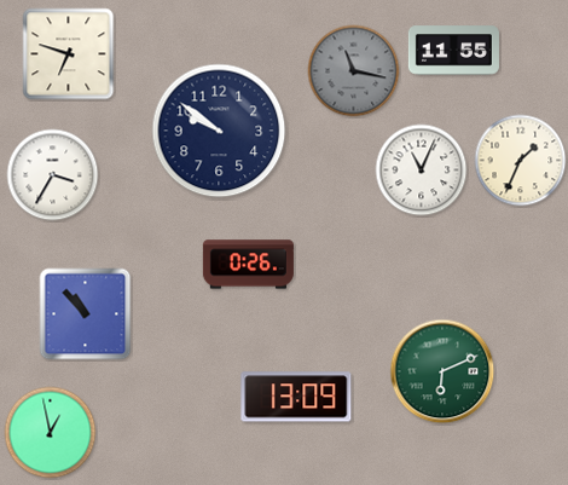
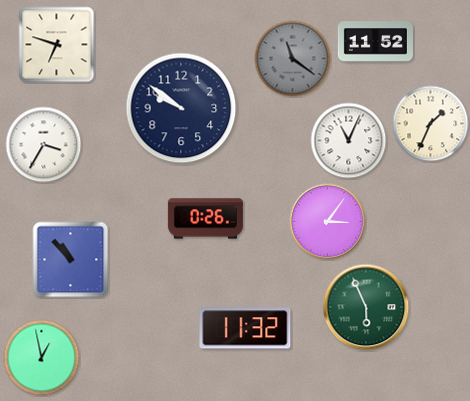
clock at (453, 51): 11:55 -> 11:52
clock at (354, 71): 11:17 -> 11:21
clock at (521, 161) position: (521, 161) -> (431, 124)
clock at (328, 222): none -> 3:06
clock at (442, 371): 6:11 -> 5:56
clock at (296, 397): 13:09 -> 11:32
